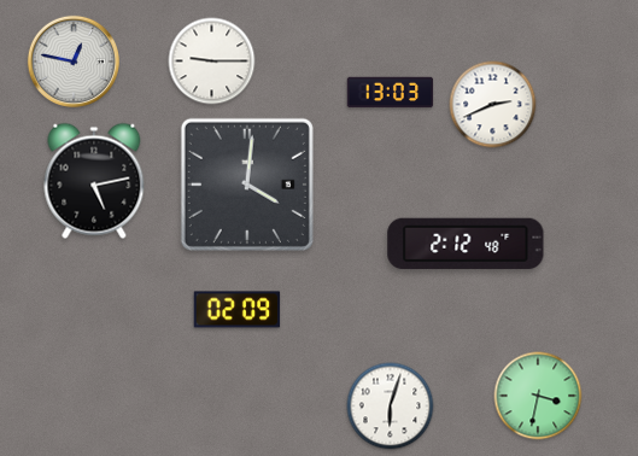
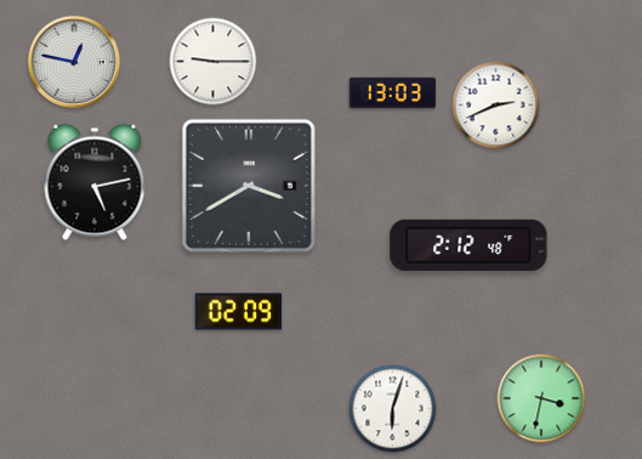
clock at (247, 185): 4:01 -> 3:40
